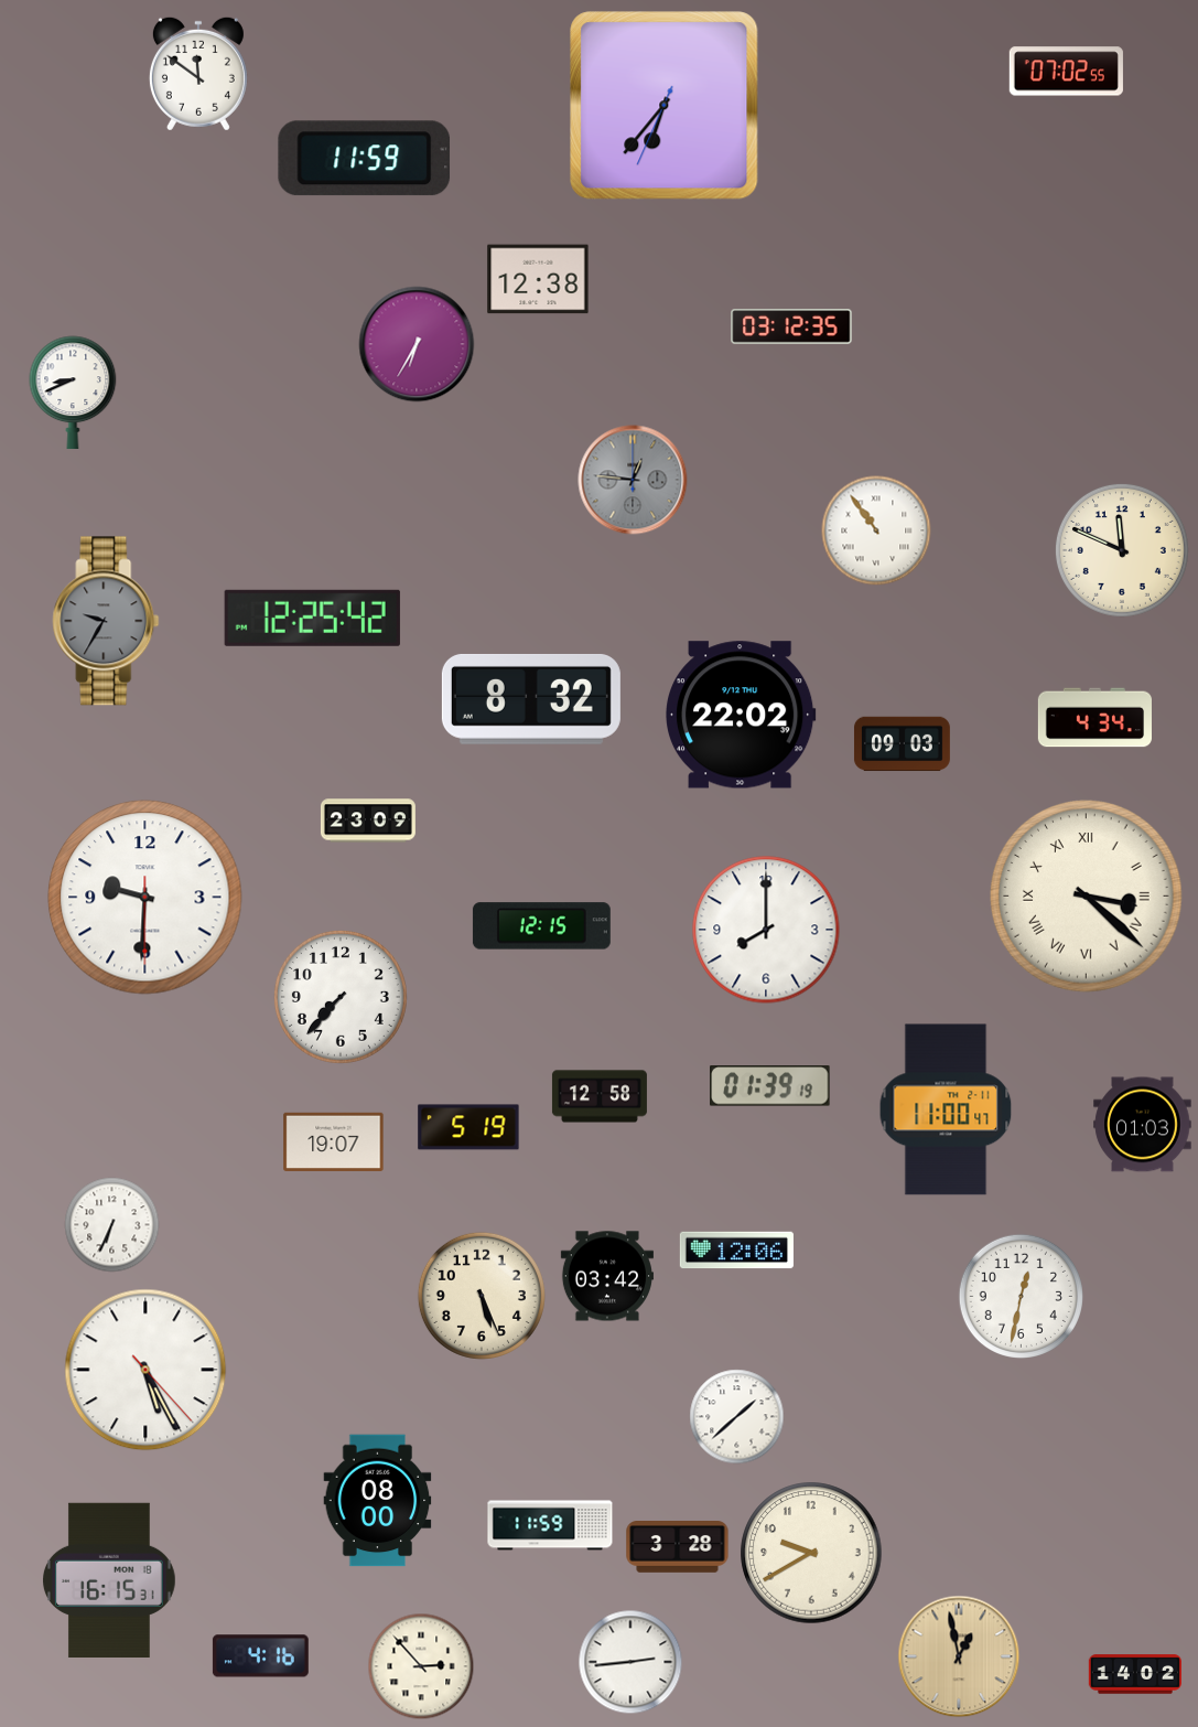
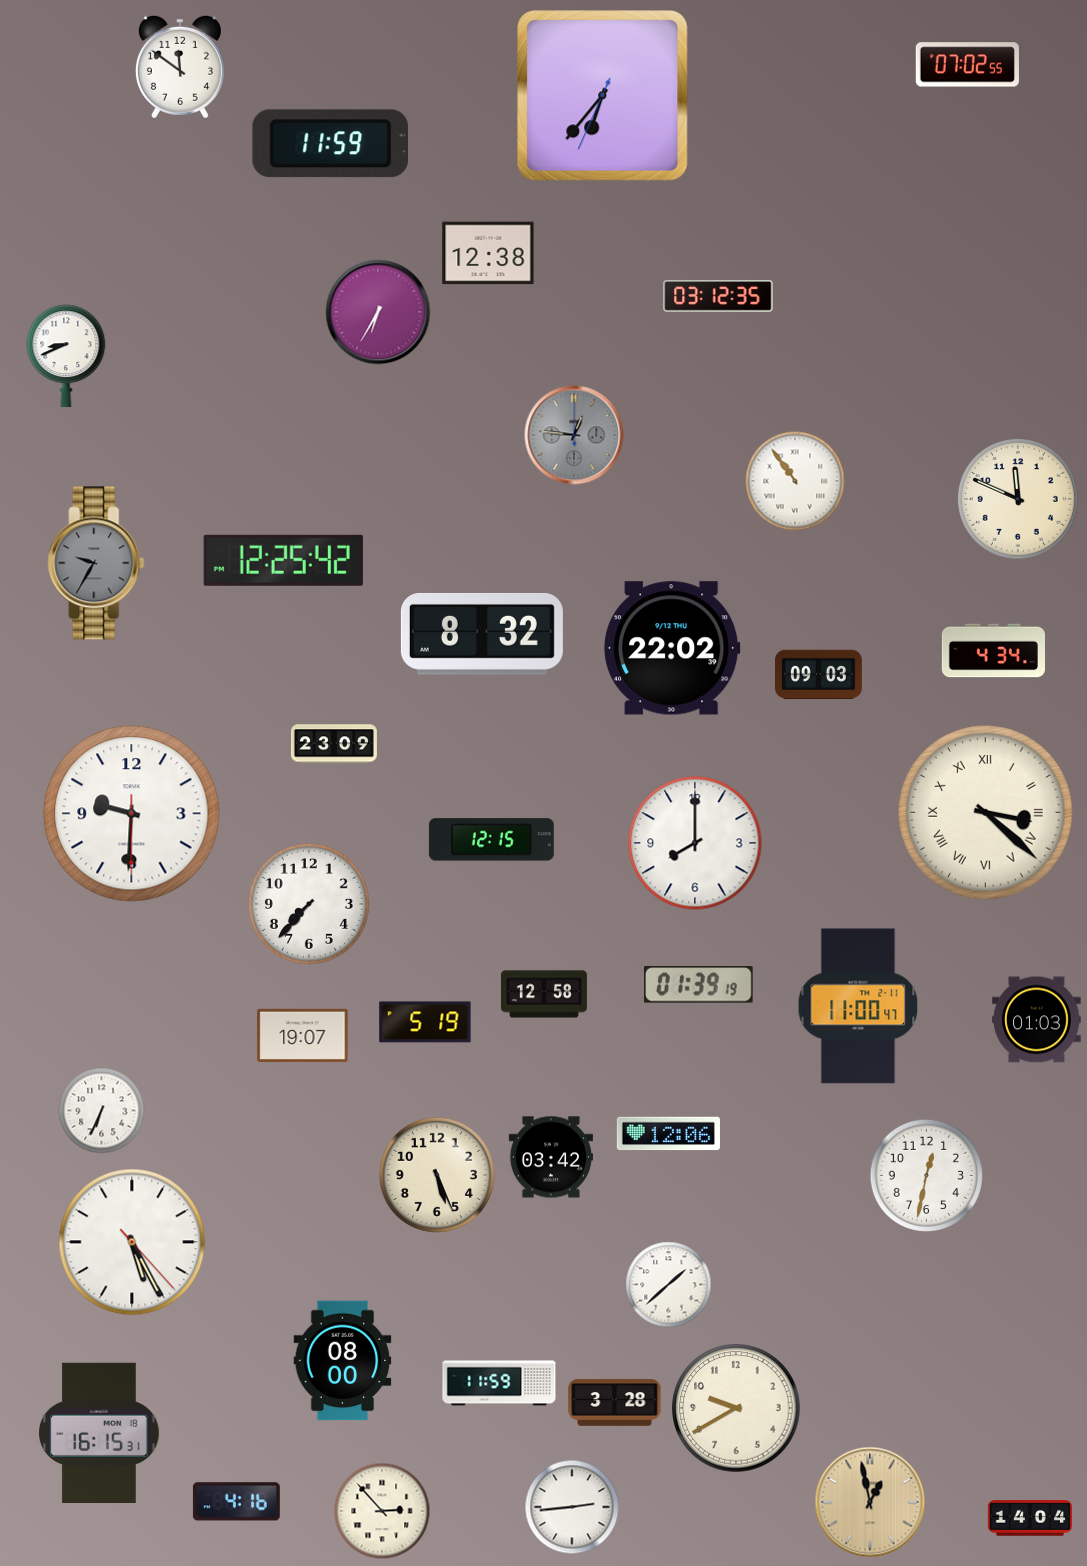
clock at (1135, 1674): 14:02 -> 14:04
